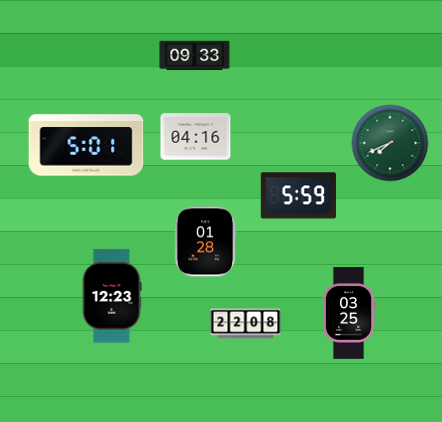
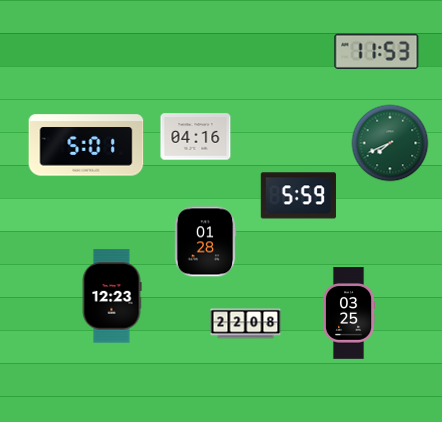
clock at (377, 51): none -> 11:53
clock at (195, 56): 09:33 -> none
